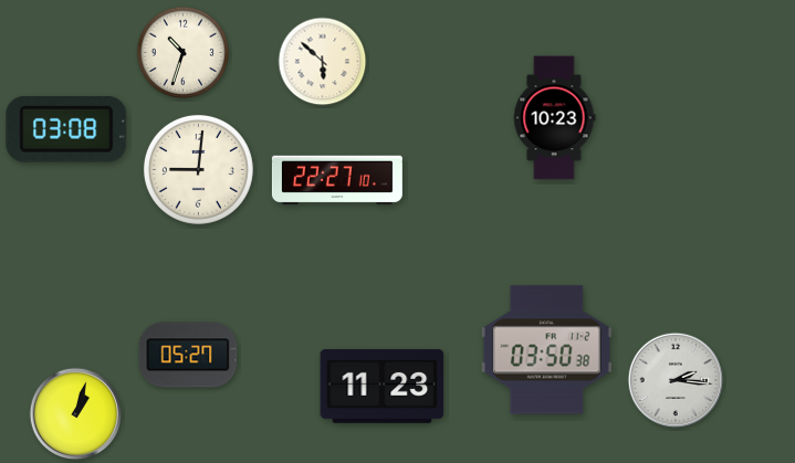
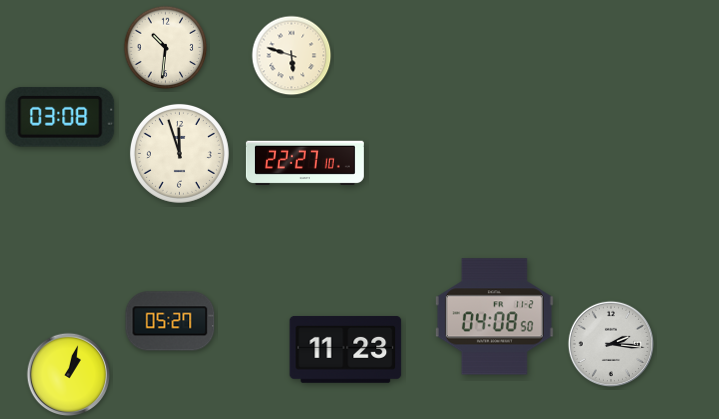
clock at (184, 53): 10:33 -> 10:31
clock at (323, 62): 5:52 -> 5:48
clock at (554, 118): 10:23 -> none
clock at (198, 169): 9:01 -> 11:57
clock at (546, 350): 03:50 -> 04:08
